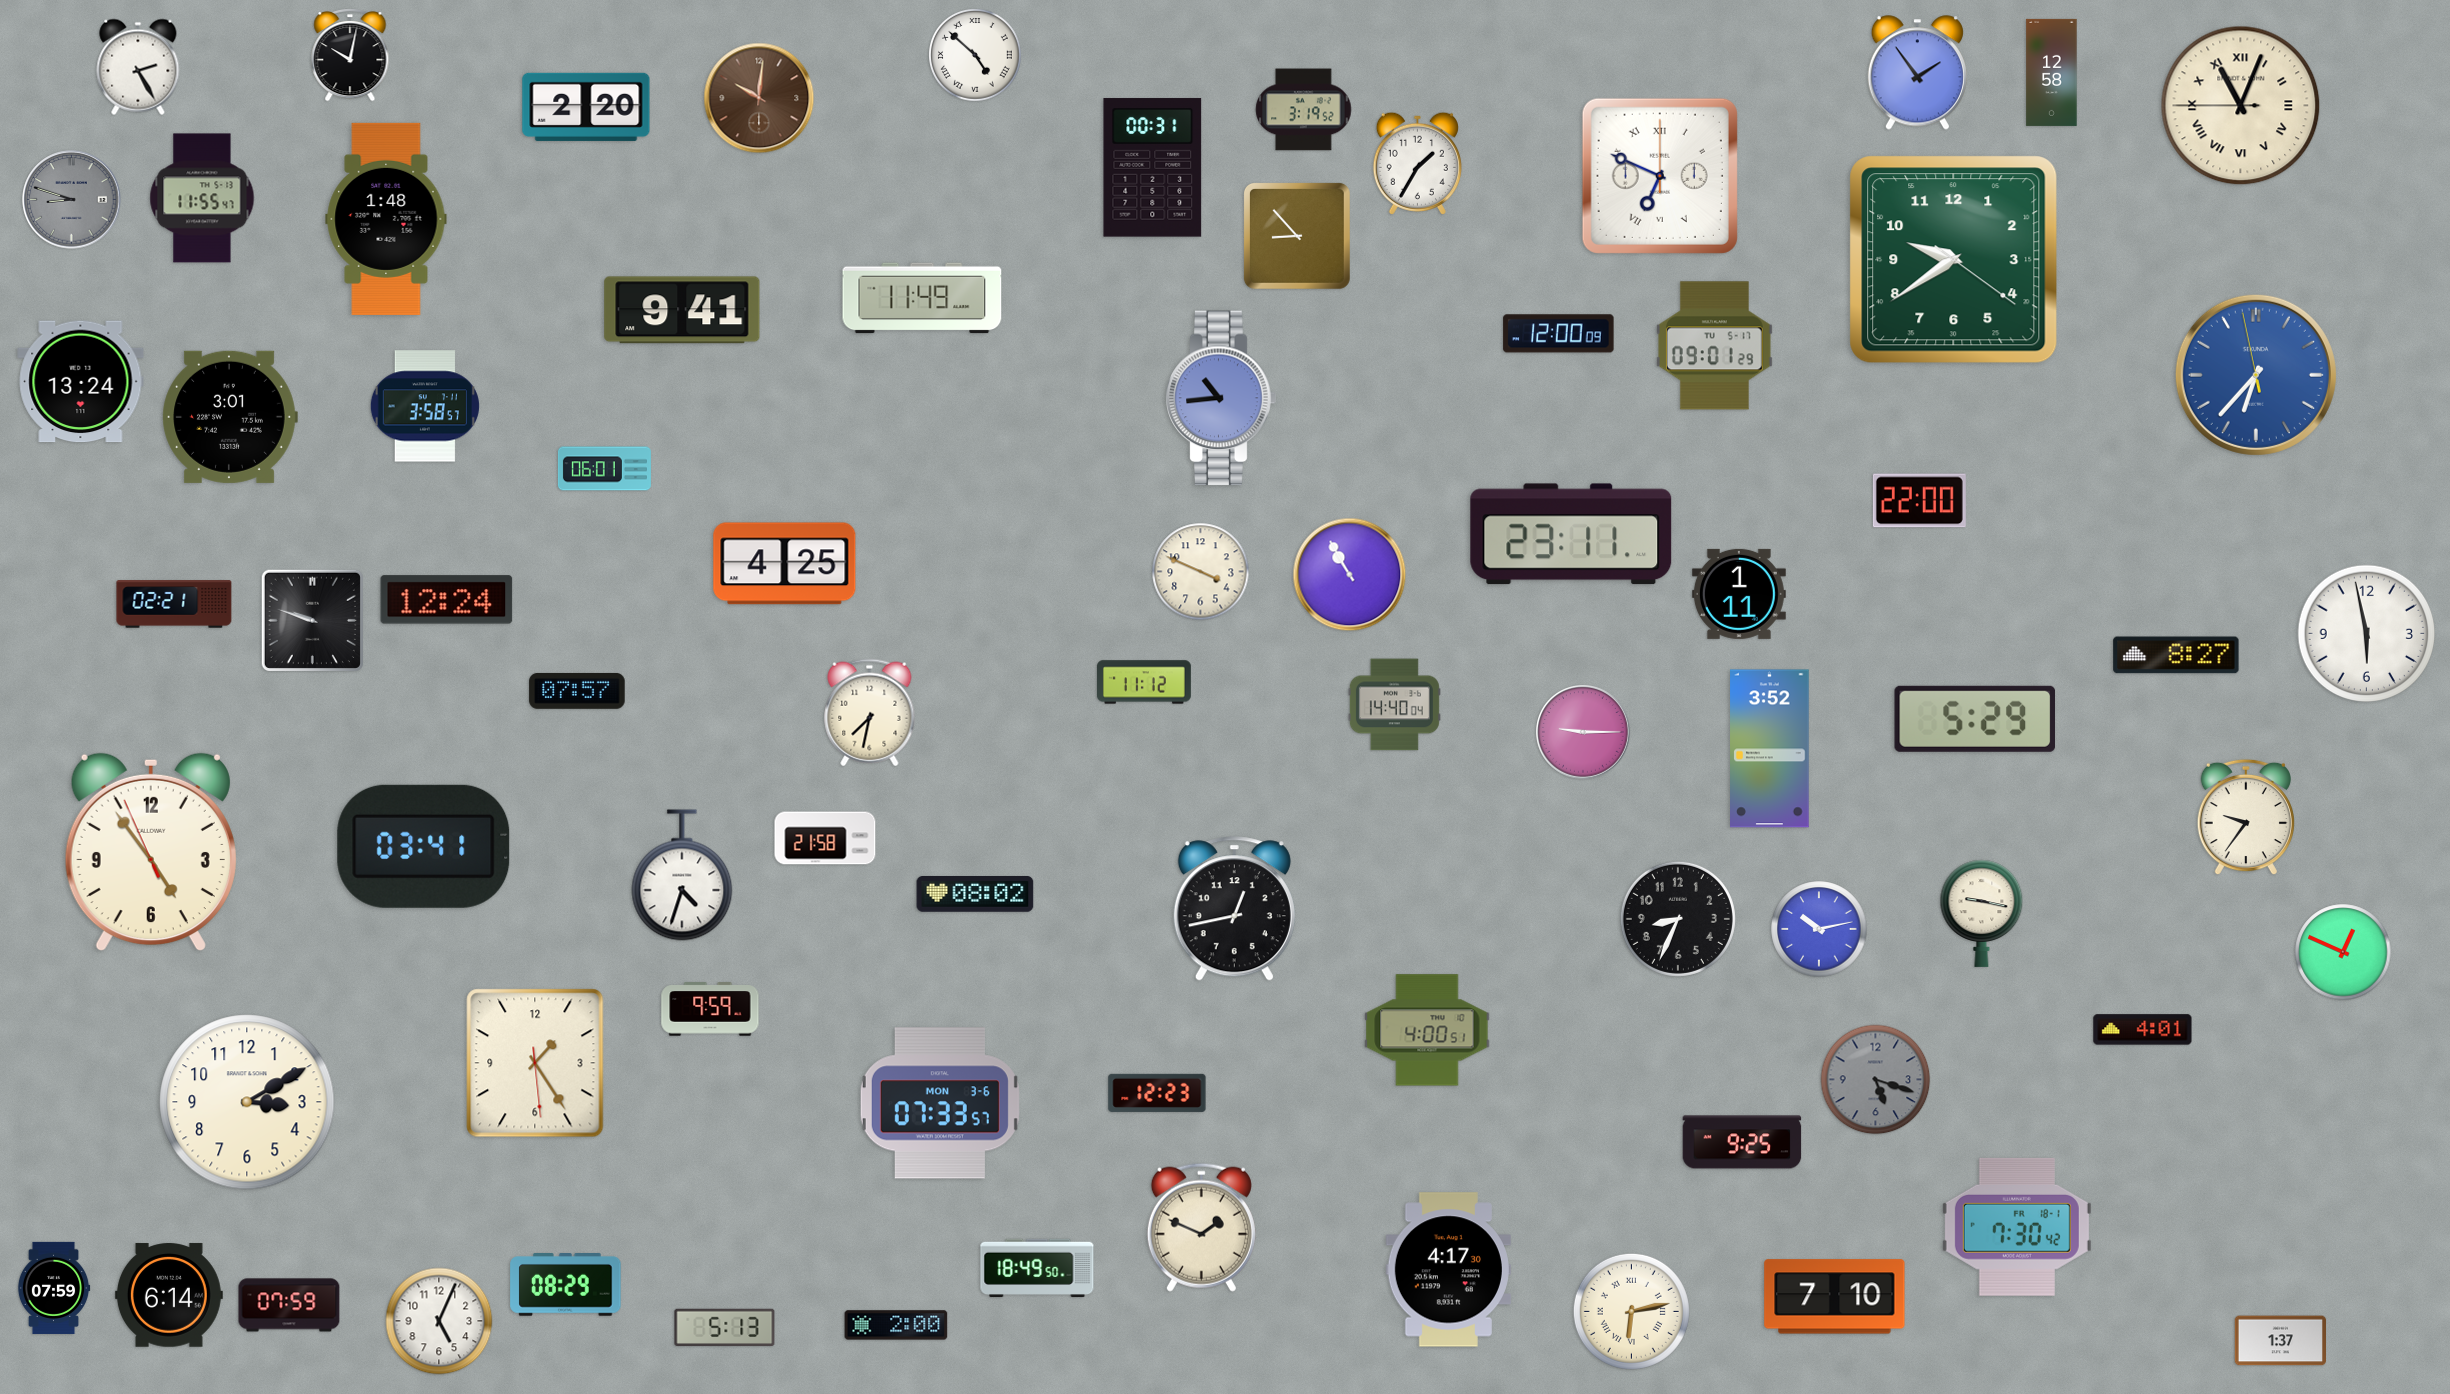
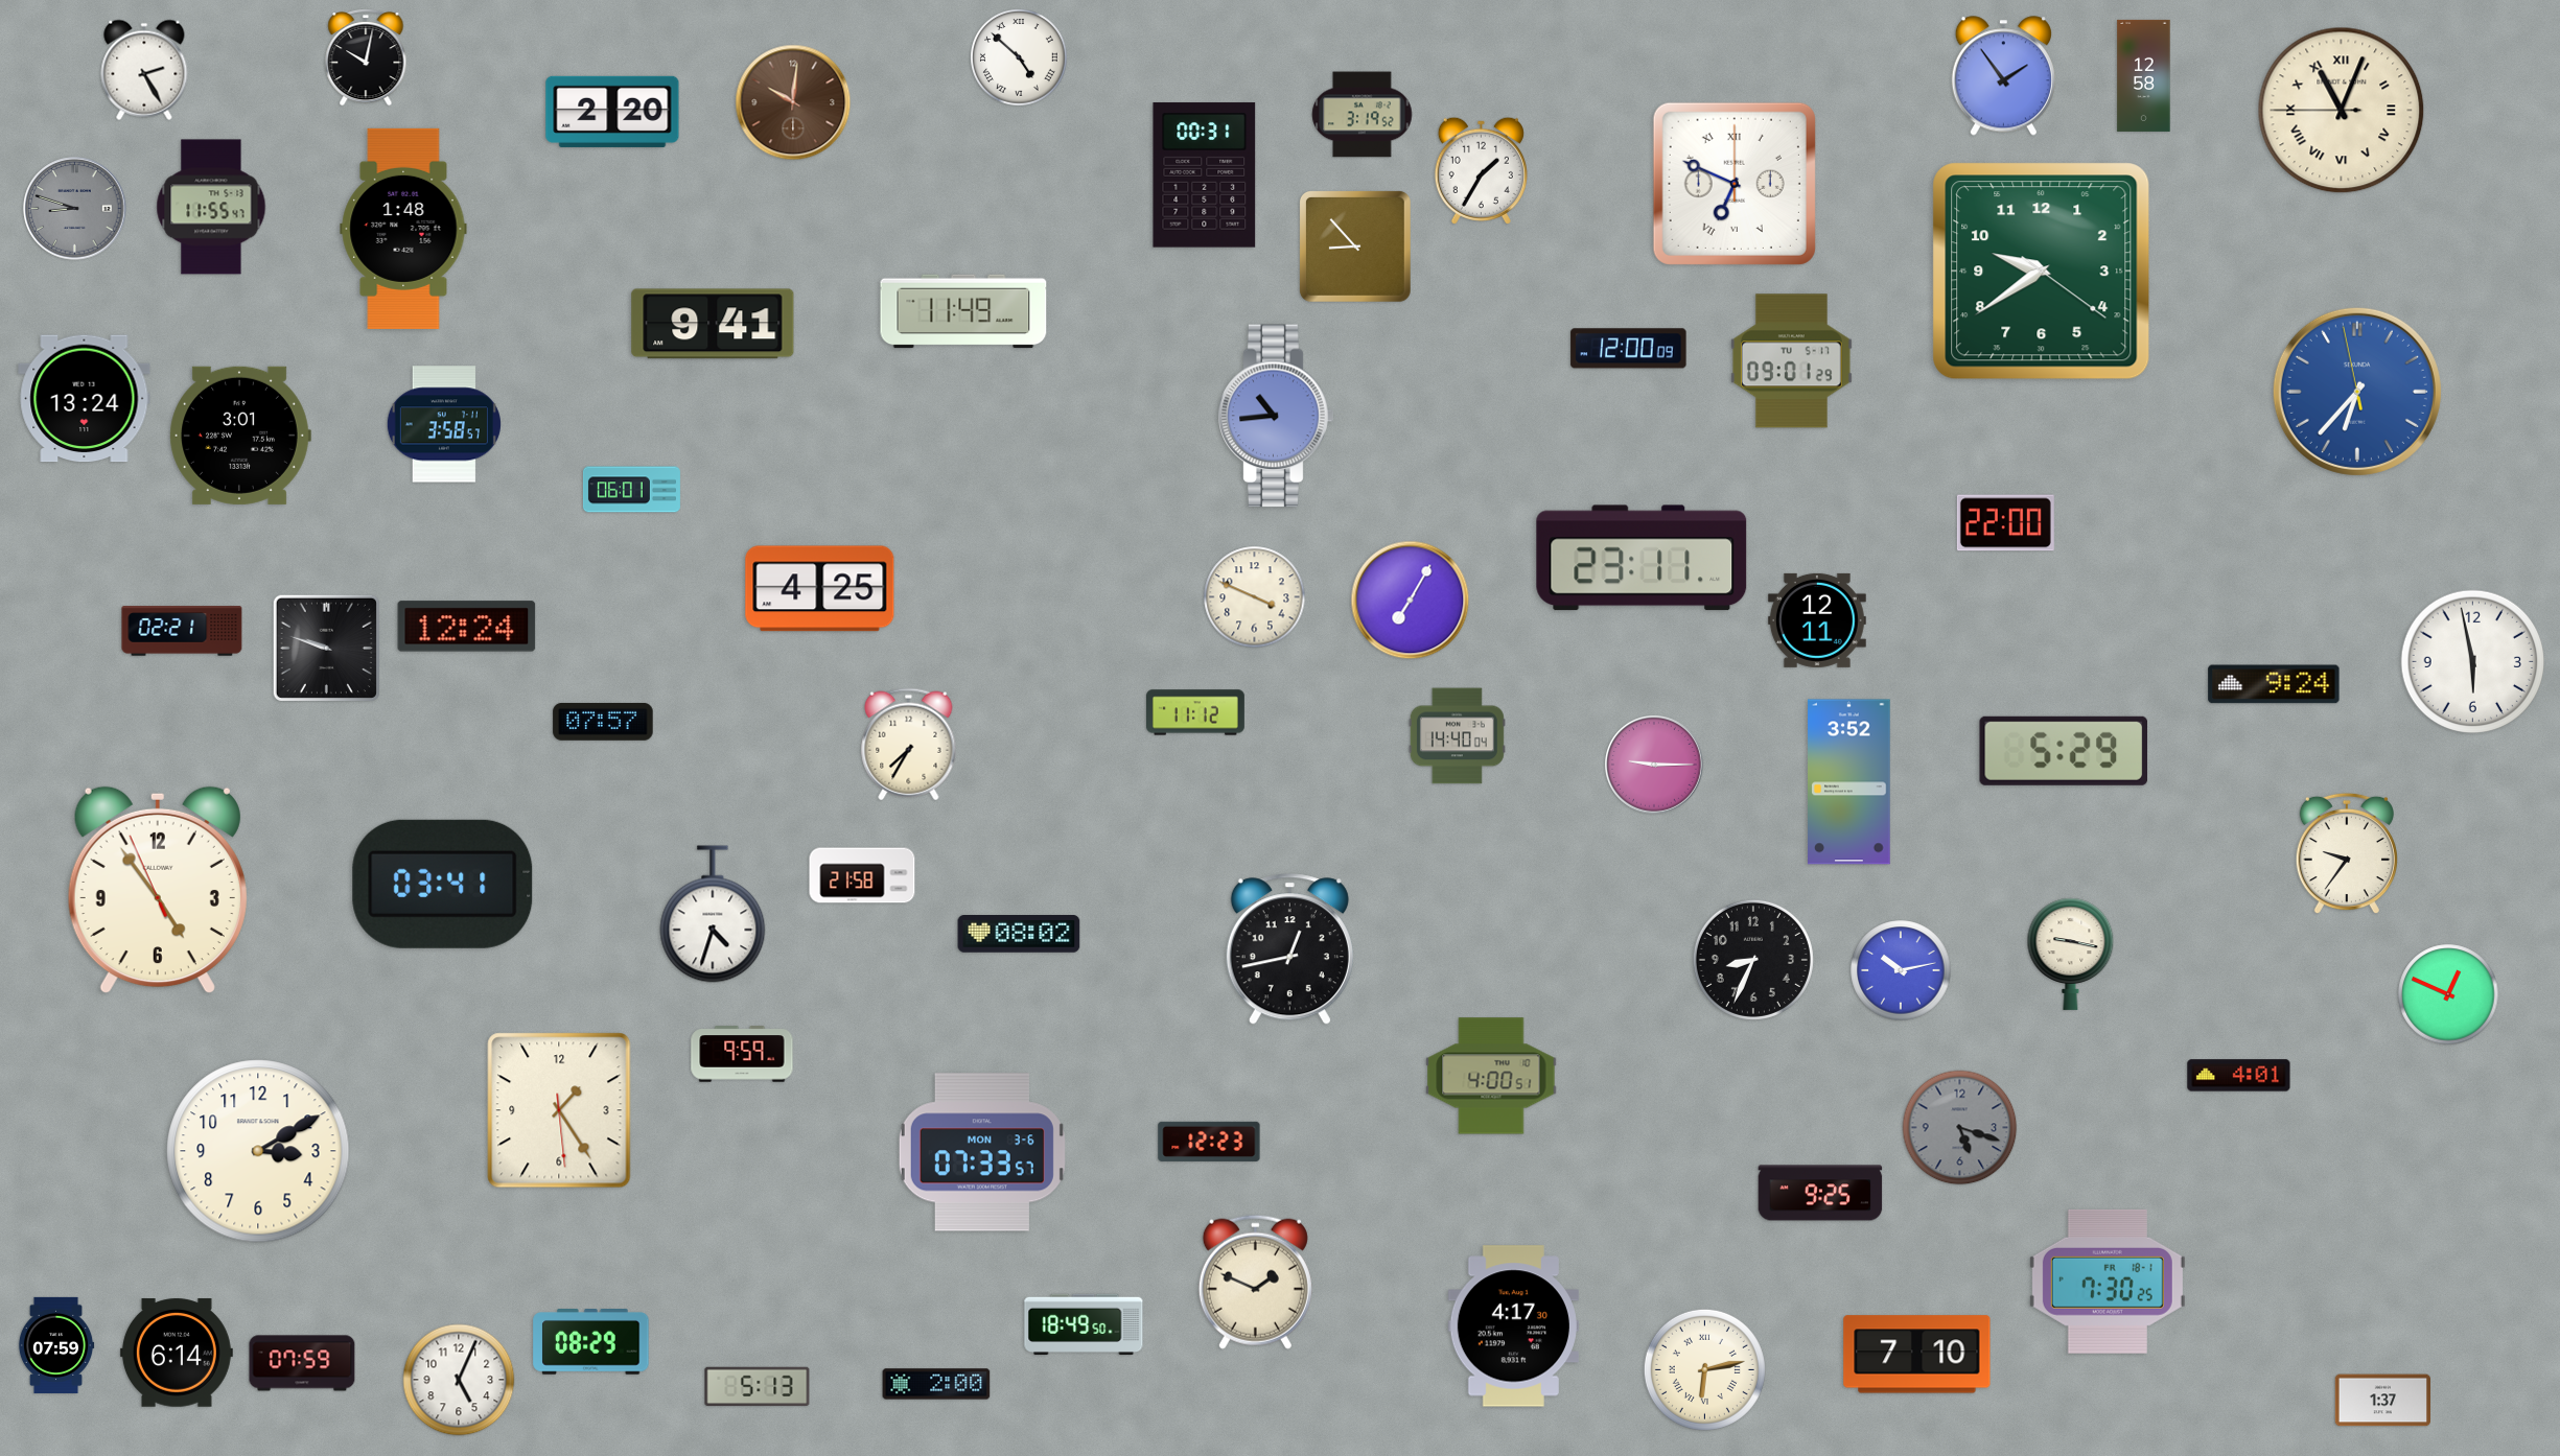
clock at (1350, 575): 10:55 -> 7:05
clock at (1739, 594): 1:11 -> 12:11
clock at (2176, 655): 8:27 -> 9:24
clock at (870, 713): 7:32 -> 7:35
clock at (2017, 1227): 7:30:42 -> 7:30:25
